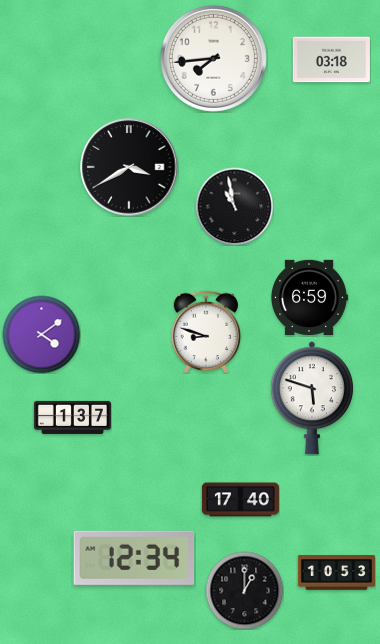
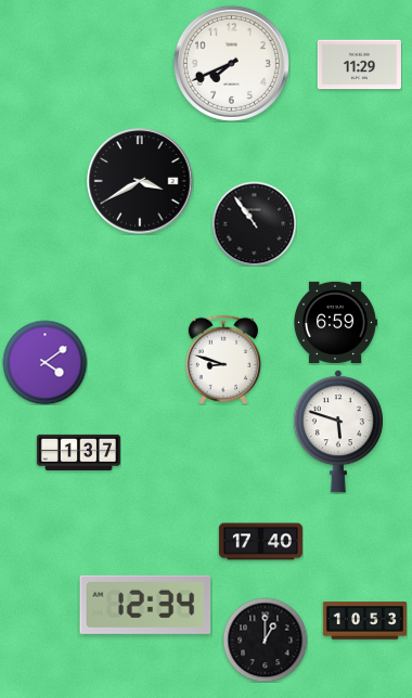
clock at (213, 58): 7:44 -> 7:41
clock at (331, 60): 03:18 -> 11:29
clock at (234, 206): 10:58 -> 10:54
